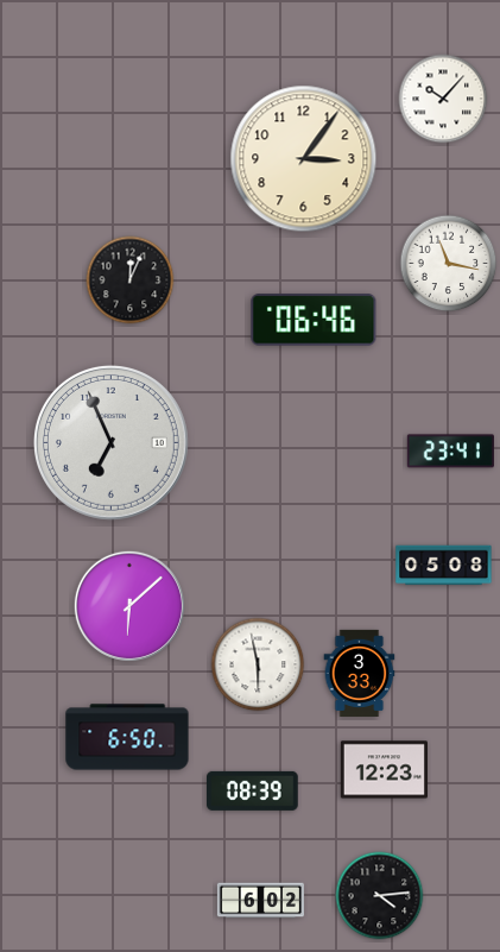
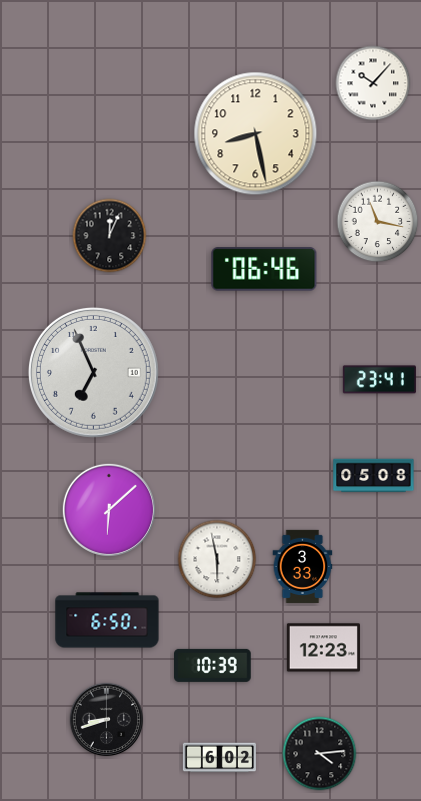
clock at (304, 159): 3:06 -> 8:28
clock at (253, 790): 08:39 -> 10:39
clock at (107, 720): none -> 8:42
